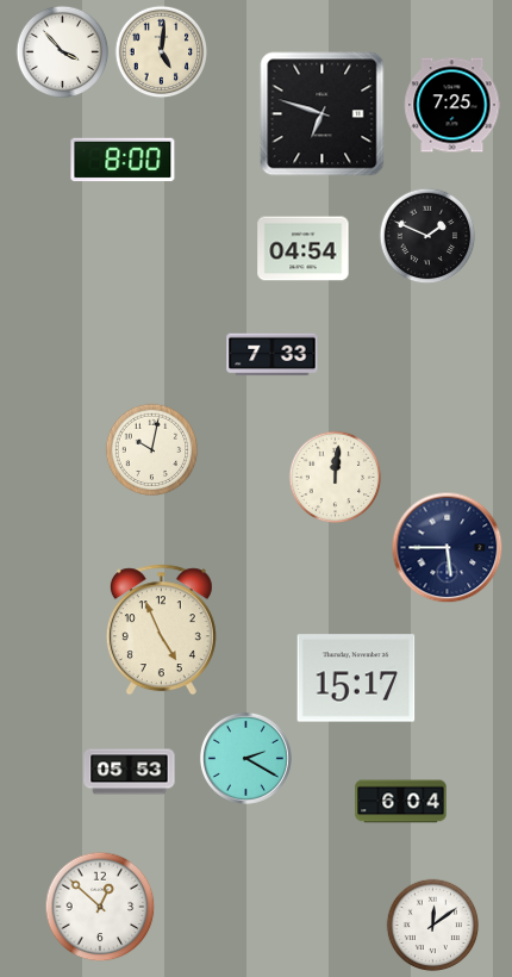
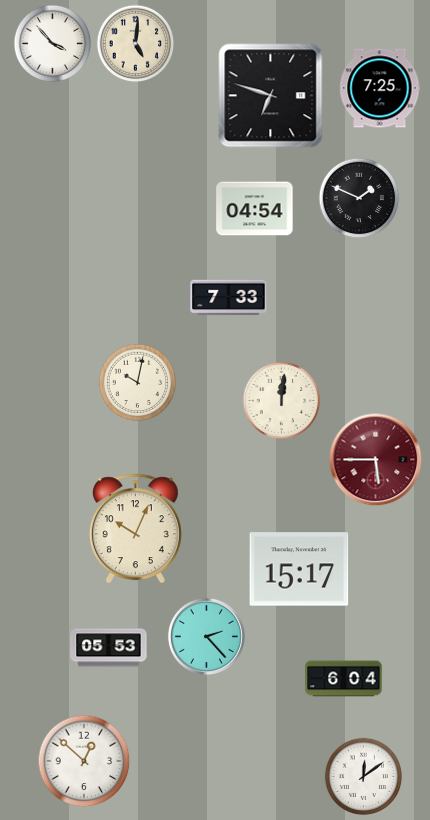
clock at (123, 160): 8:00 -> none
clock at (151, 449) position: (151, 449) -> (137, 382)
clock at (447, 547) dial: navy -> burgundy
clock at (161, 630): 4:56 -> 10:04
clock at (245, 758): 2:20 -> 2:23
clock at (401, 802) position: (401, 802) -> (344, 679)
